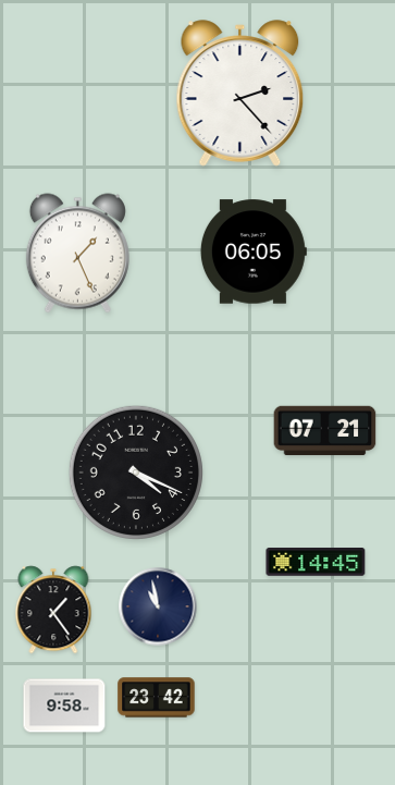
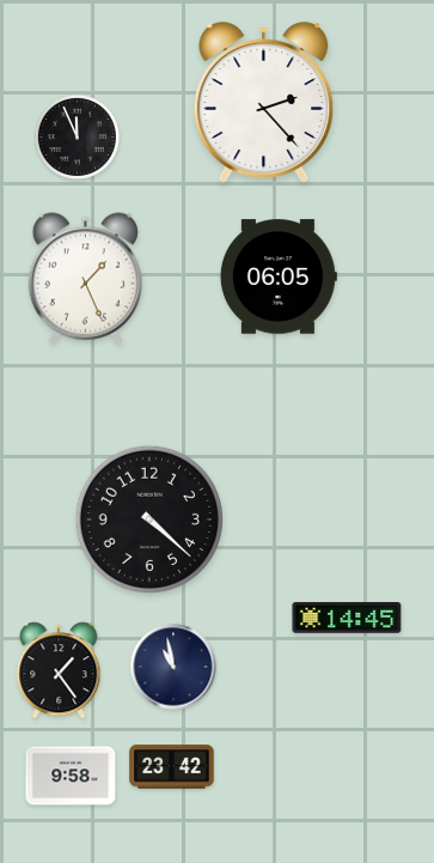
clock at (77, 136): none -> 11:56
clock at (325, 431): 07:21 -> none
clock at (136, 473): 4:19 -> 4:22
